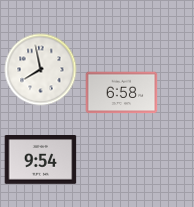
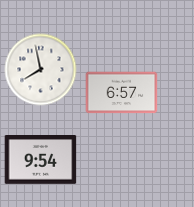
clock at (122, 93): 6:58 -> 6:57
